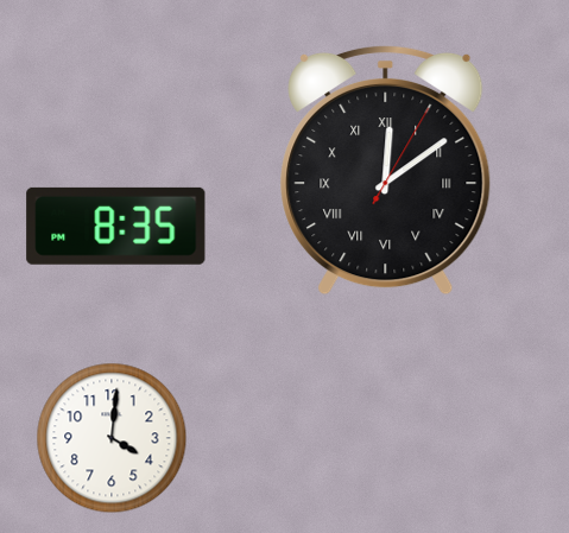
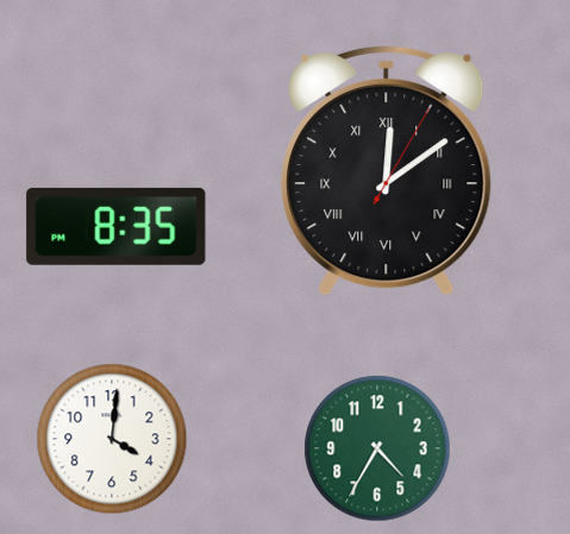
clock at (377, 448): none -> 4:35
